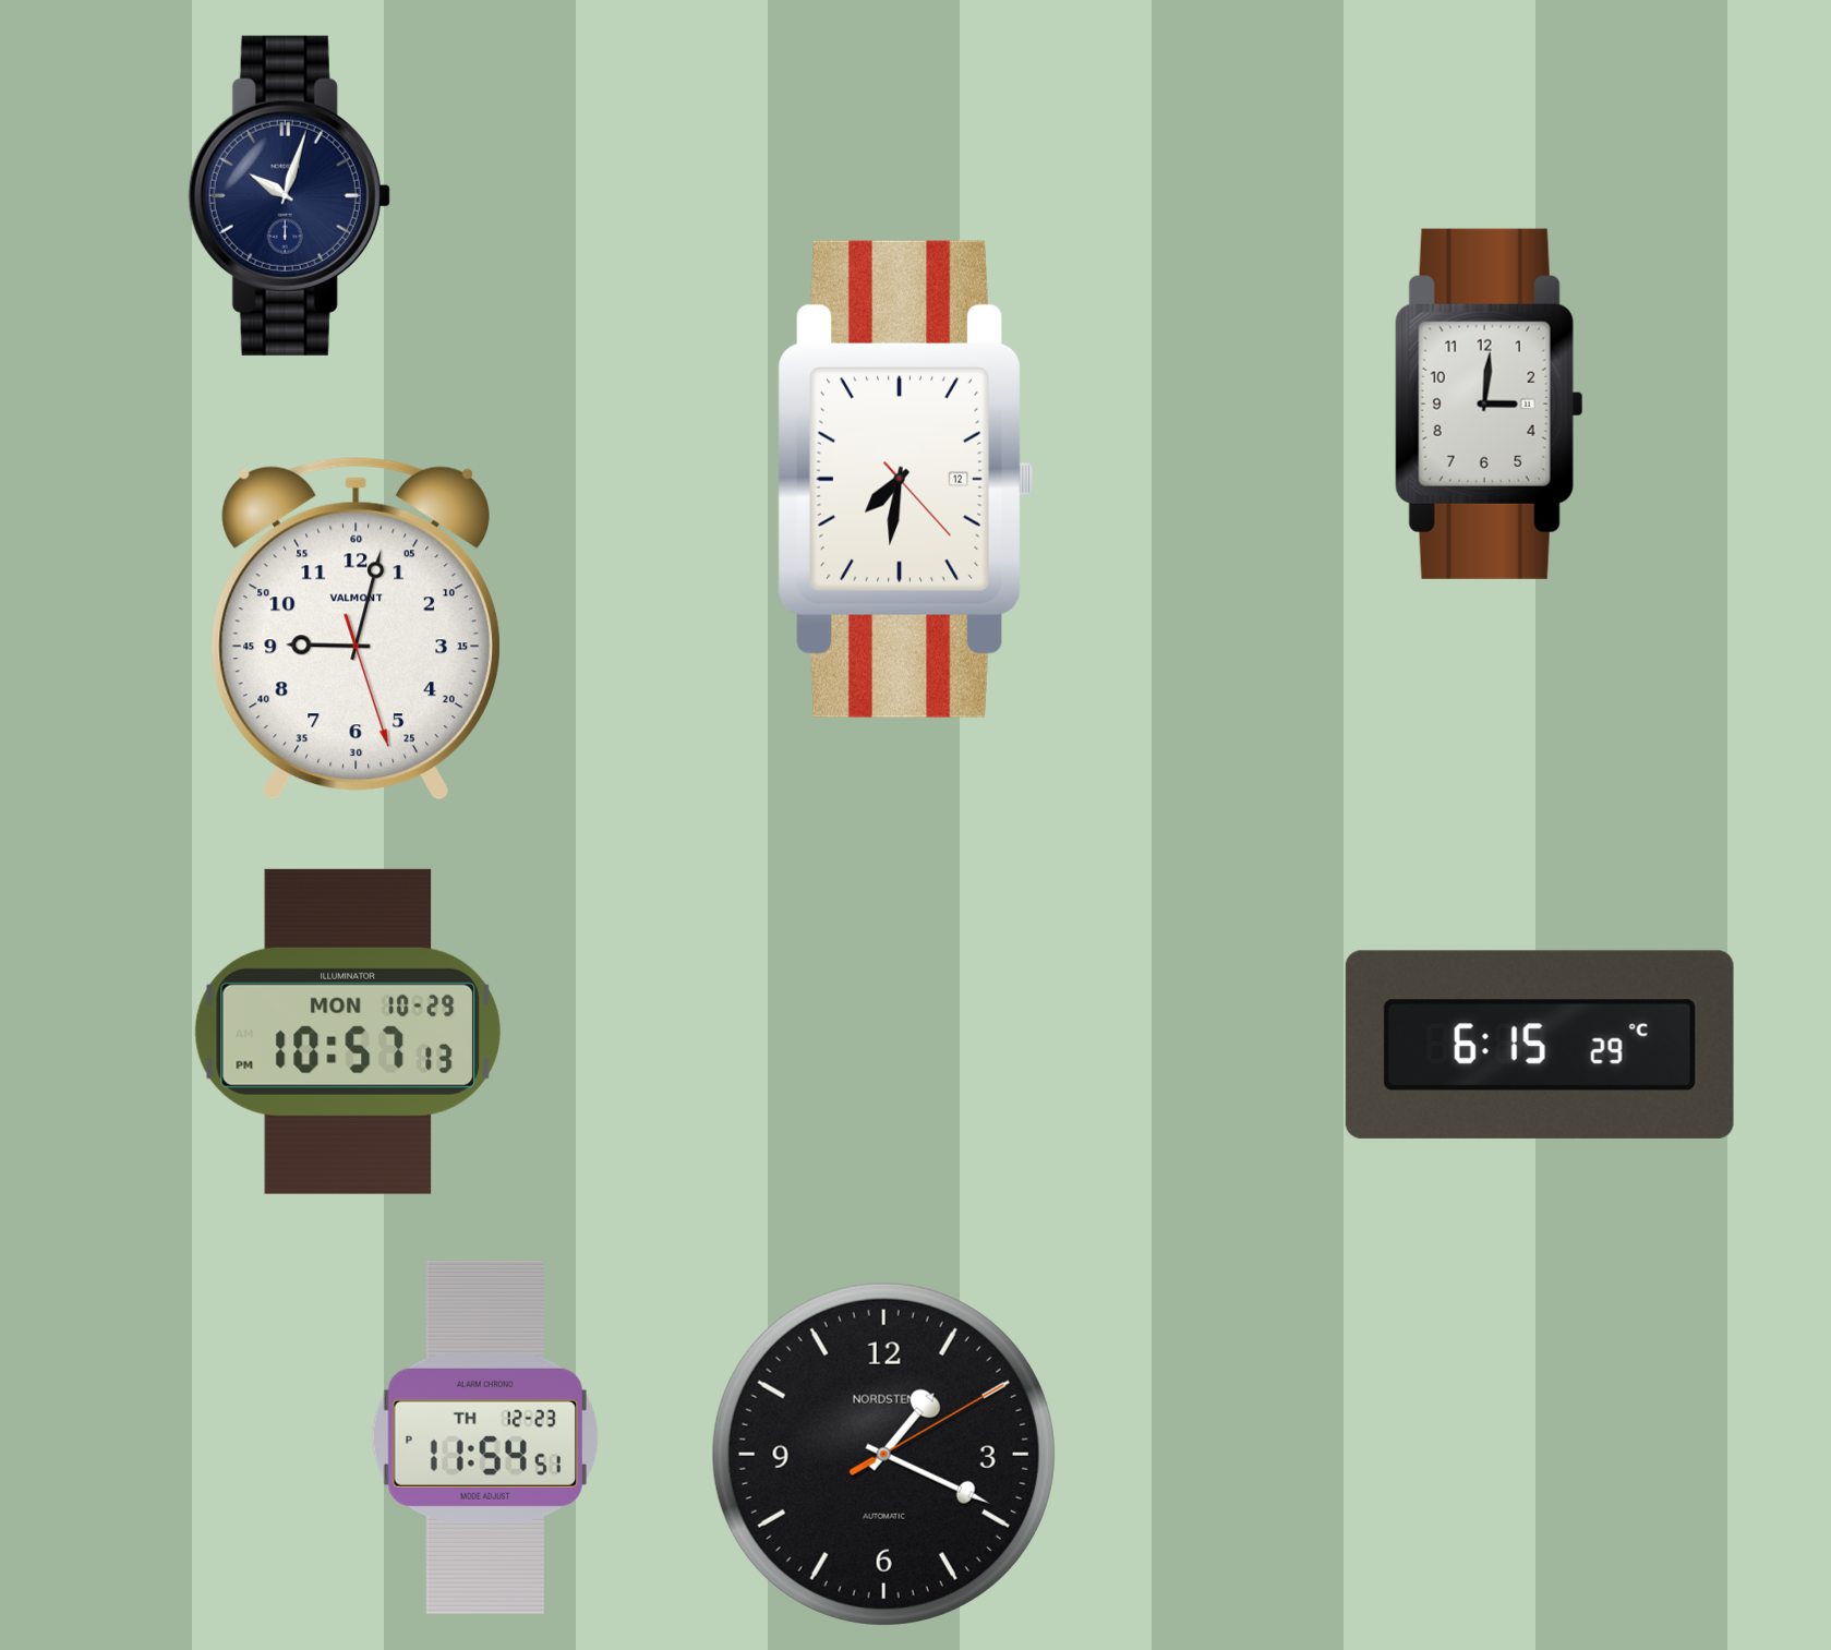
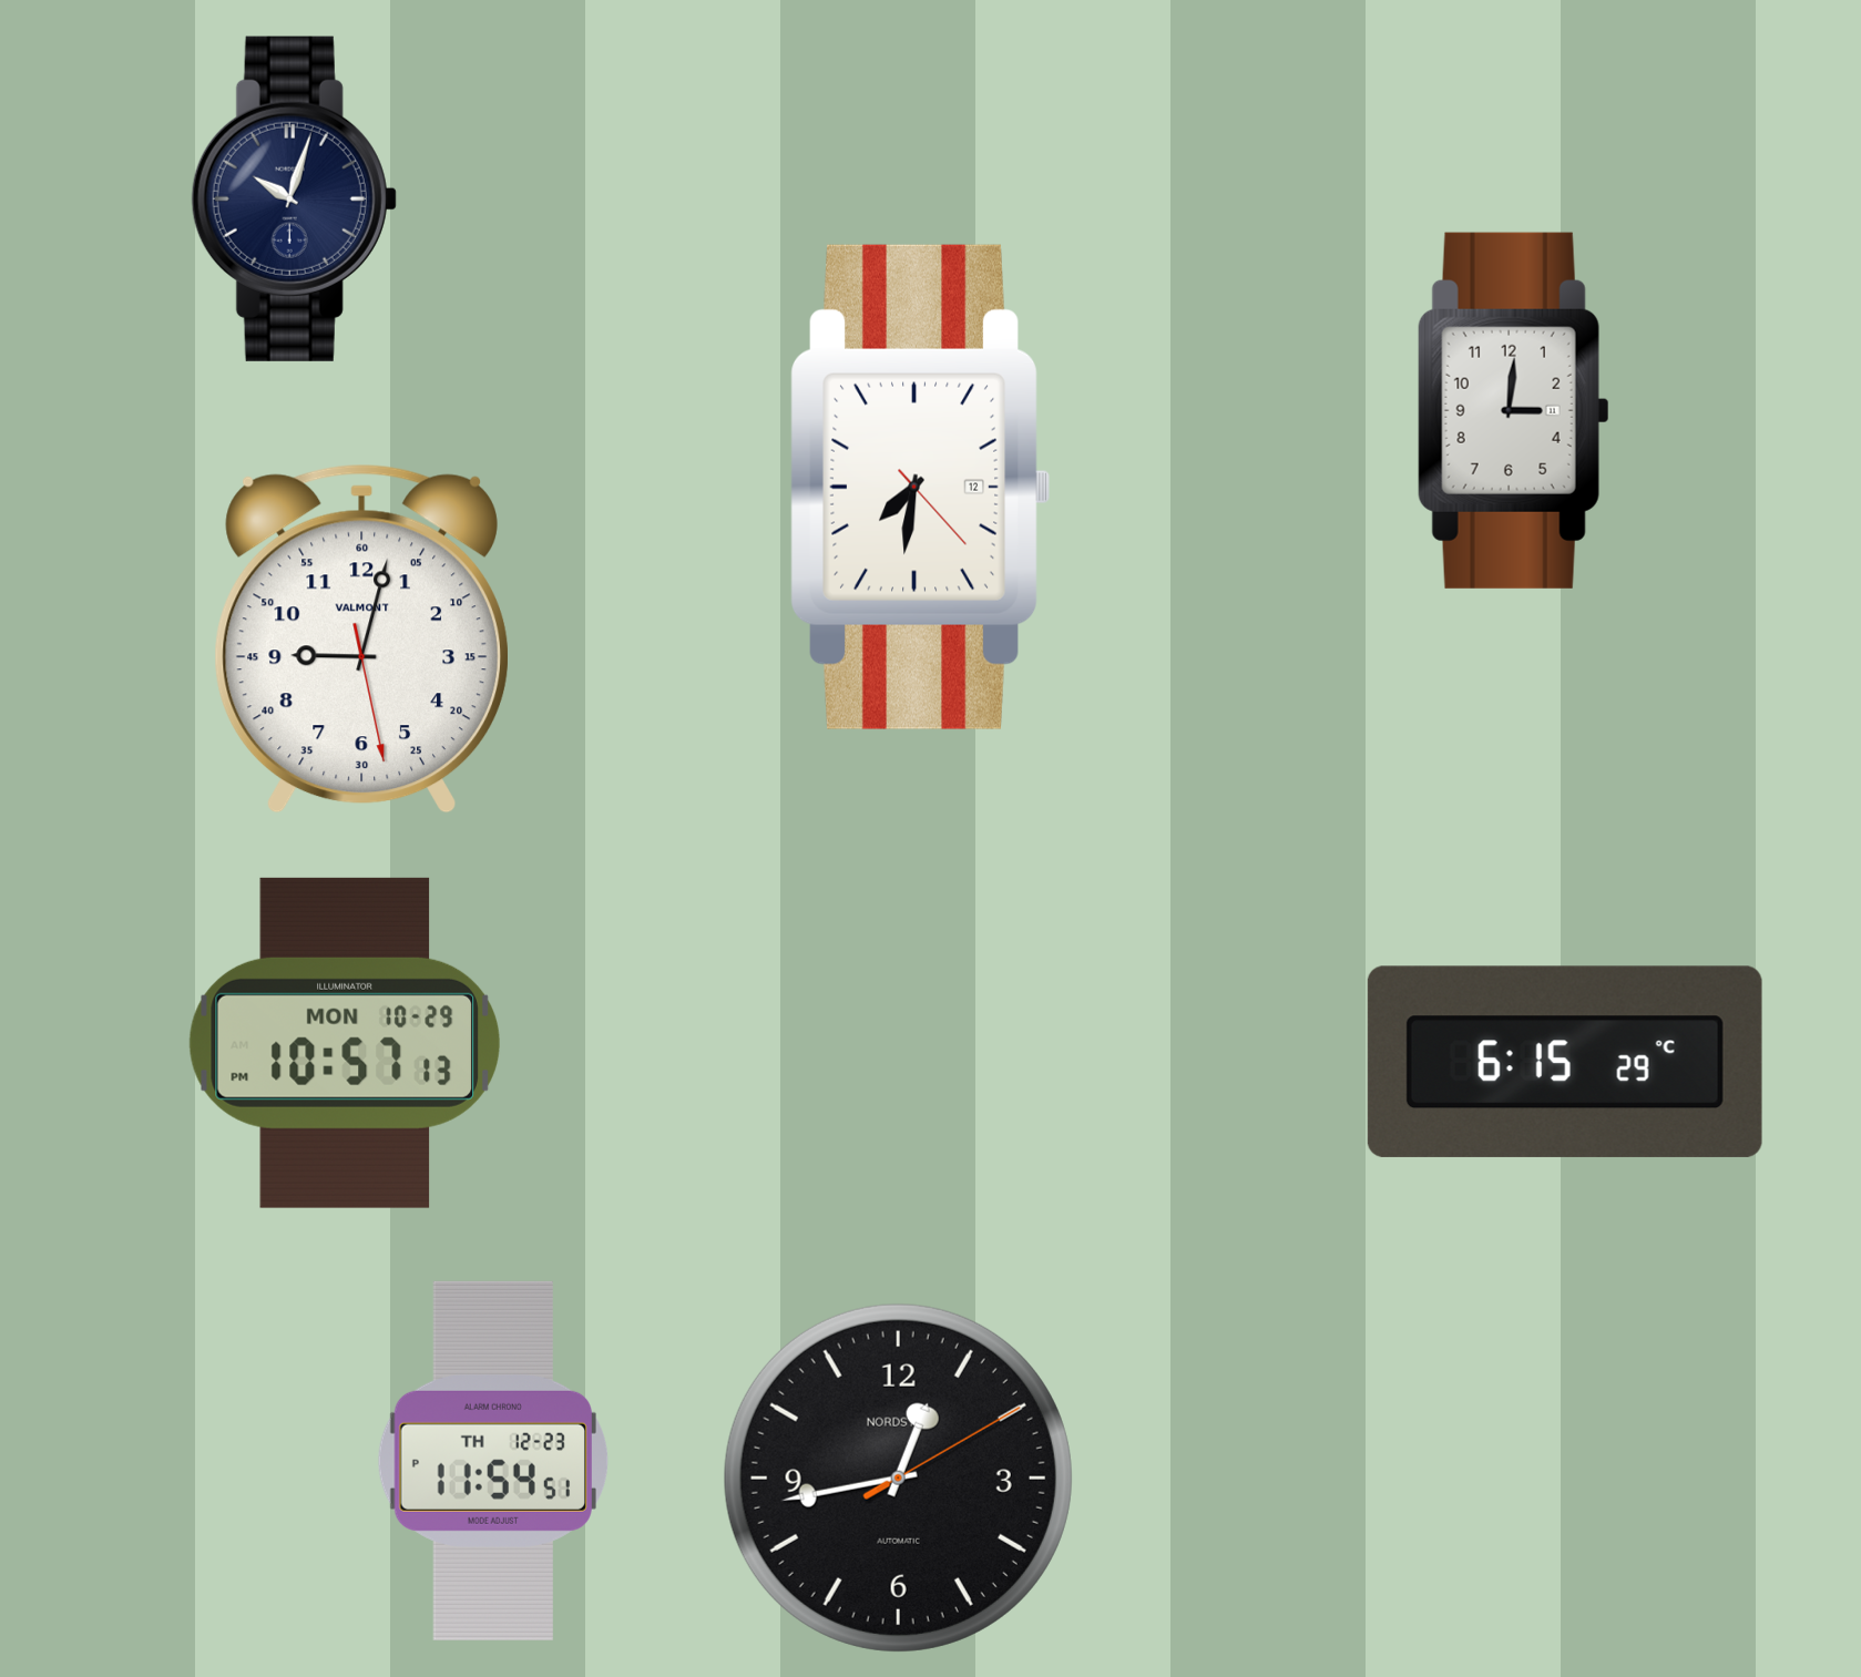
clock at (356, 628): 9:02:27 -> 9:02:28
clock at (348, 1032) position: (348, 1032) -> (345, 1043)
clock at (883, 1454): 1:19 -> 12:43
